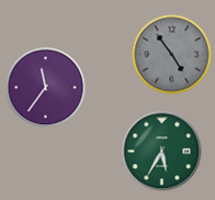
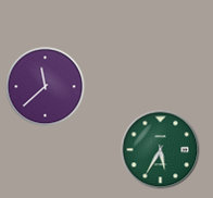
clock at (172, 55): 4:54 -> none
clock at (46, 88): 11:36 -> 11:38
